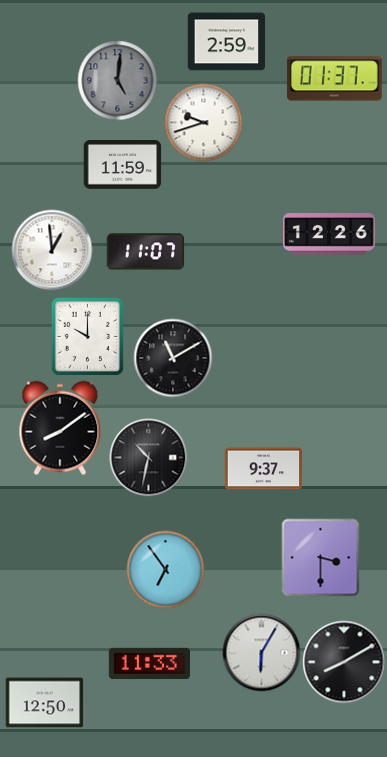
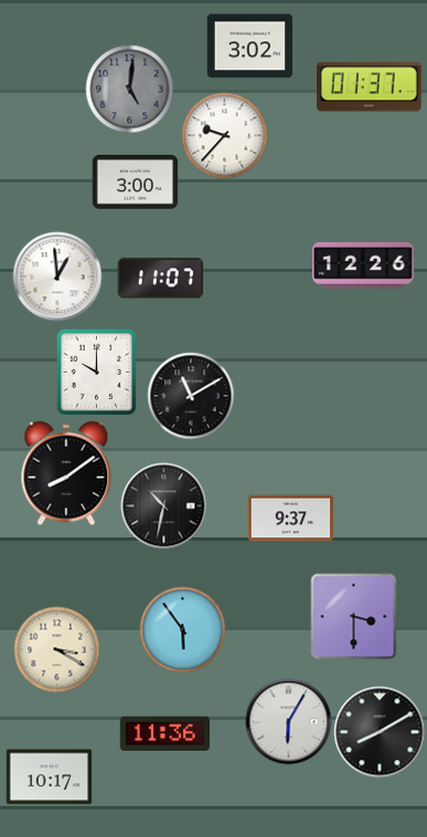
clock at (226, 42): 2:59 -> 3:02
clock at (203, 122): 9:42 -> 9:37
clock at (122, 165): 11:59 -> 3:00
clock at (330, 234) position: (330, 234) -> (364, 265)
clock at (165, 569): 6:54 -> 5:54
clock at (56, 649): none -> 3:20
clock at (149, 664): 11:33 -> 11:36
clock at (44, 703): 12:50 -> 10:17
